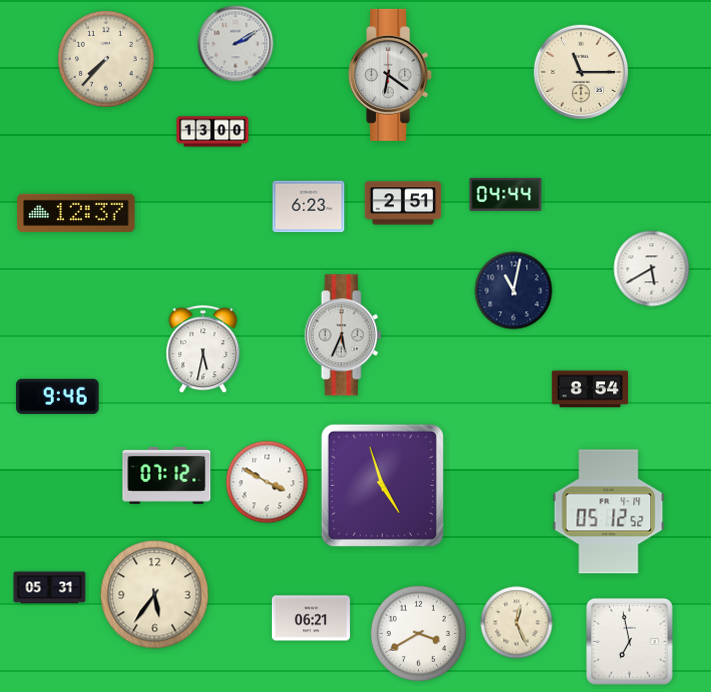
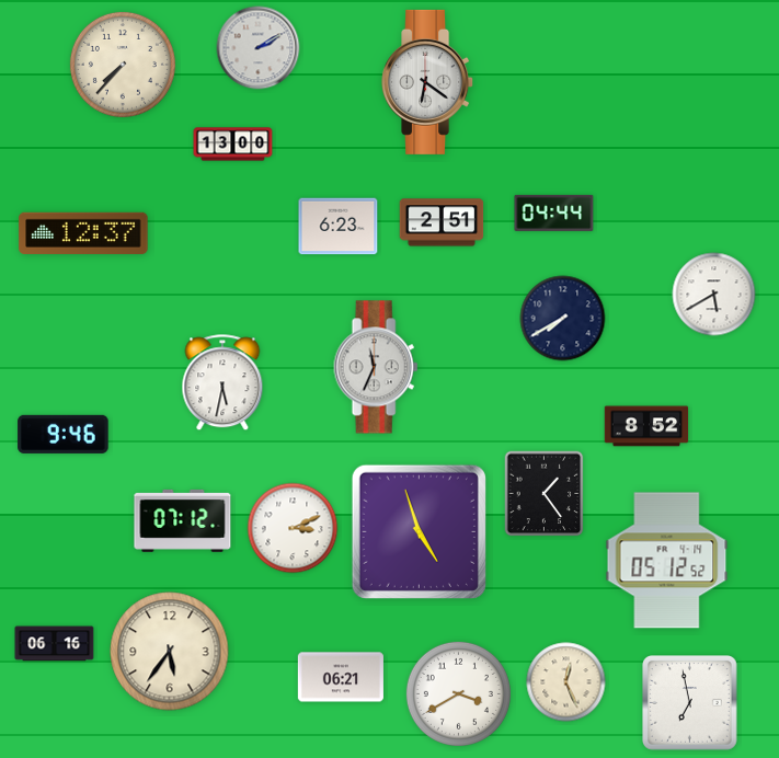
clock at (106, 59) position: (106, 59) -> (123, 65)
clock at (580, 71): 11:15 -> none
clock at (514, 291): 11:02 -> 7:40
clock at (343, 335): 5:34 -> 11:34
clock at (590, 389): 8:54 -> 8:52
clock at (545, 494): none -> 1:24
clock at (267, 482): 3:50 -> 3:11
clock at (50, 588): 05:31 -> 06:16
